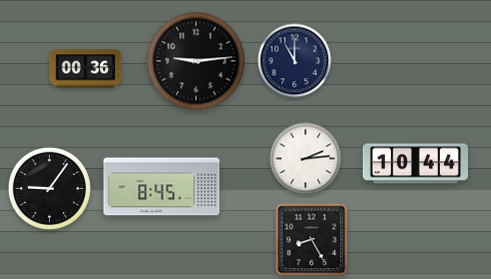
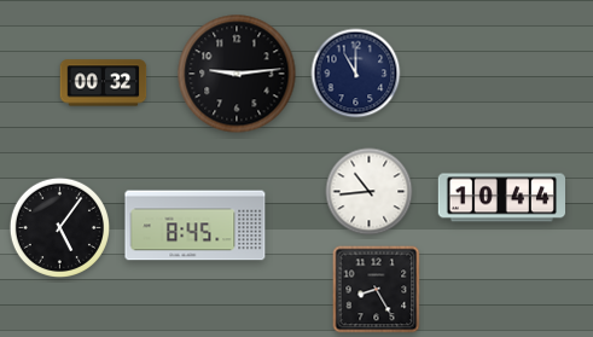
clock at (86, 69): 00:36 -> 00:32
clock at (306, 159): 2:14 -> 10:44
clock at (49, 188): 9:06 -> 5:06
